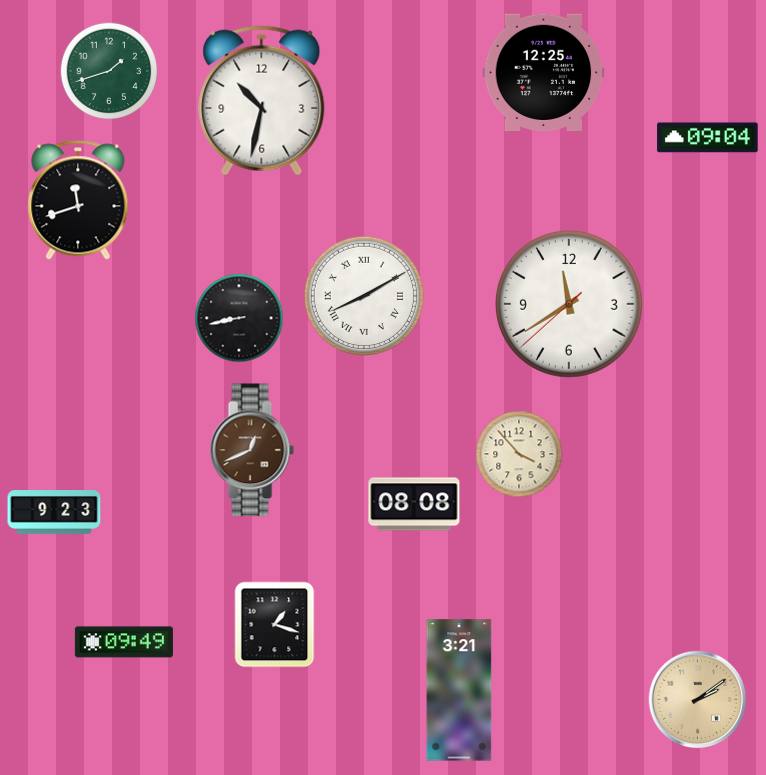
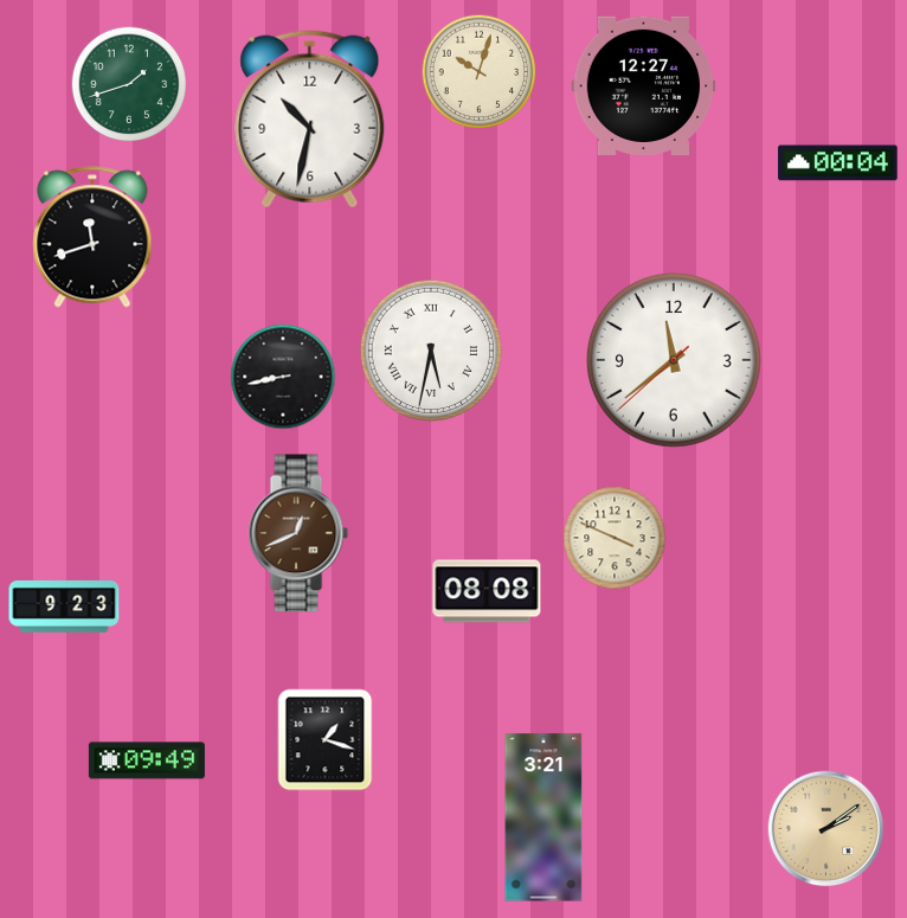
clock at (480, 72): none -> 10:03
clock at (544, 72): 12:25 -> 12:27
clock at (708, 138): 09:04 -> 00:04
clock at (363, 295): 8:10 -> 5:32
clock at (569, 304): 11:39 -> 11:38
clock at (519, 454): 3:53 -> 3:49
clock at (414, 504) position: (414, 504) -> (487, 591)
